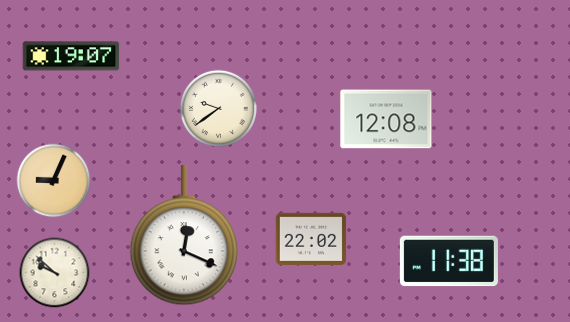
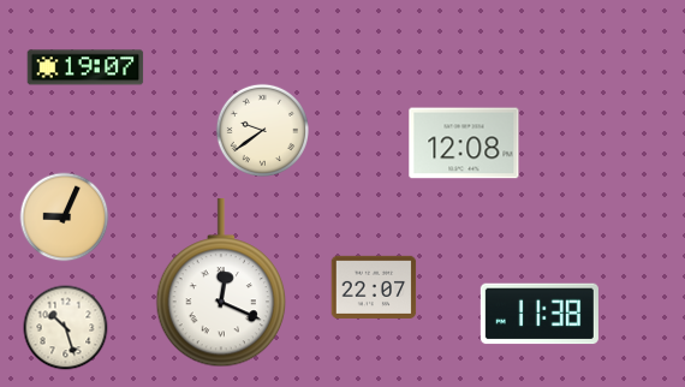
clock at (311, 239): 22:02 -> 22:07
clock at (55, 273): 9:52 -> 10:27
